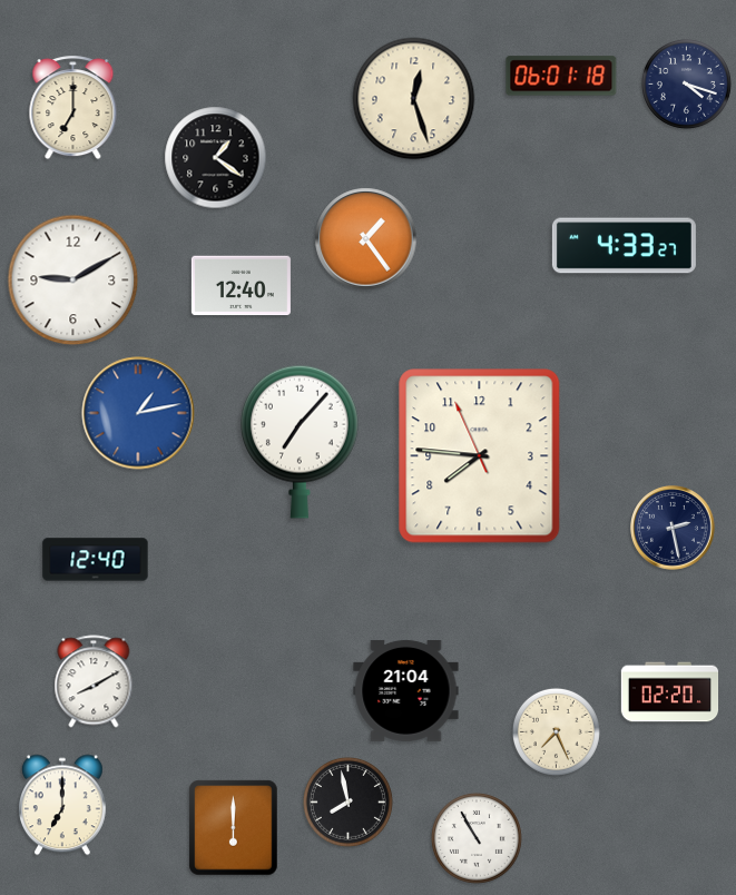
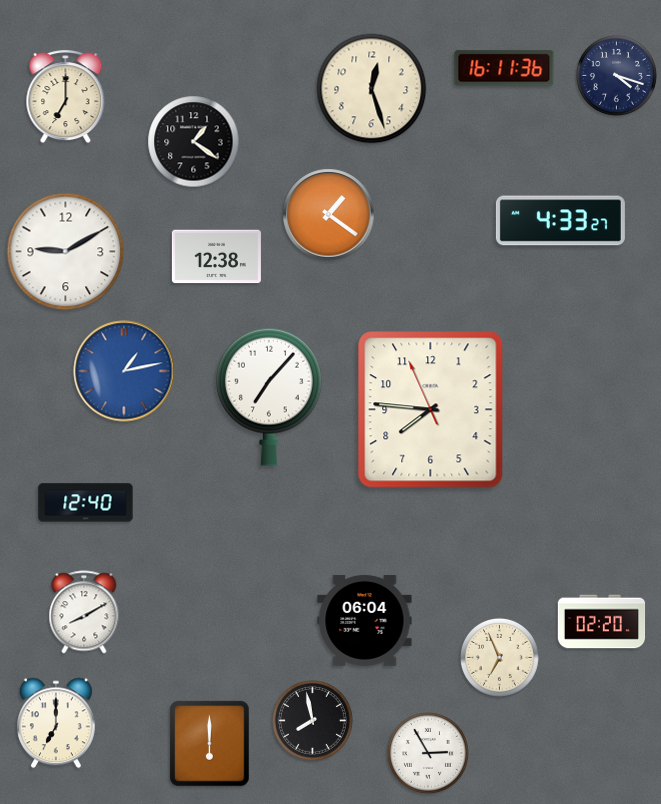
clock at (561, 76): 06:01 -> 16:11
clock at (366, 239): 1:24 -> 1:21
clock at (241, 286): 12:40 -> 12:38
clock at (673, 528): 2:28 -> none
clock at (406, 690): 21:04 -> 06:04
clock at (556, 731): 7:26 -> 6:56
clock at (477, 838): 10:55 -> 2:55
